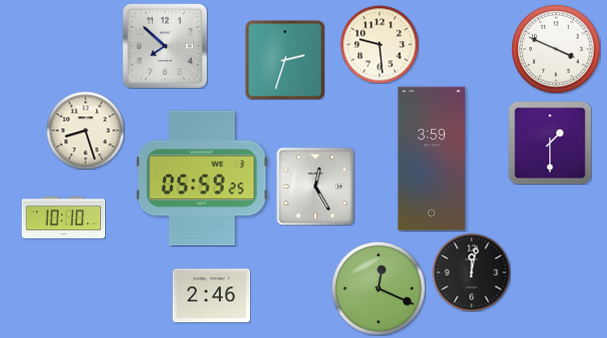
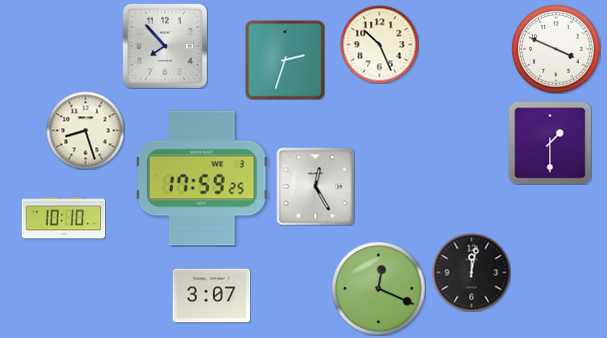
clock at (379, 44): 9:29 -> 10:26
clock at (165, 46): 7:52 -> 7:53
clock at (431, 159): 3:59 -> none
clock at (202, 178): 05:59 -> 17:59
clock at (211, 296): 2:46 -> 3:07
